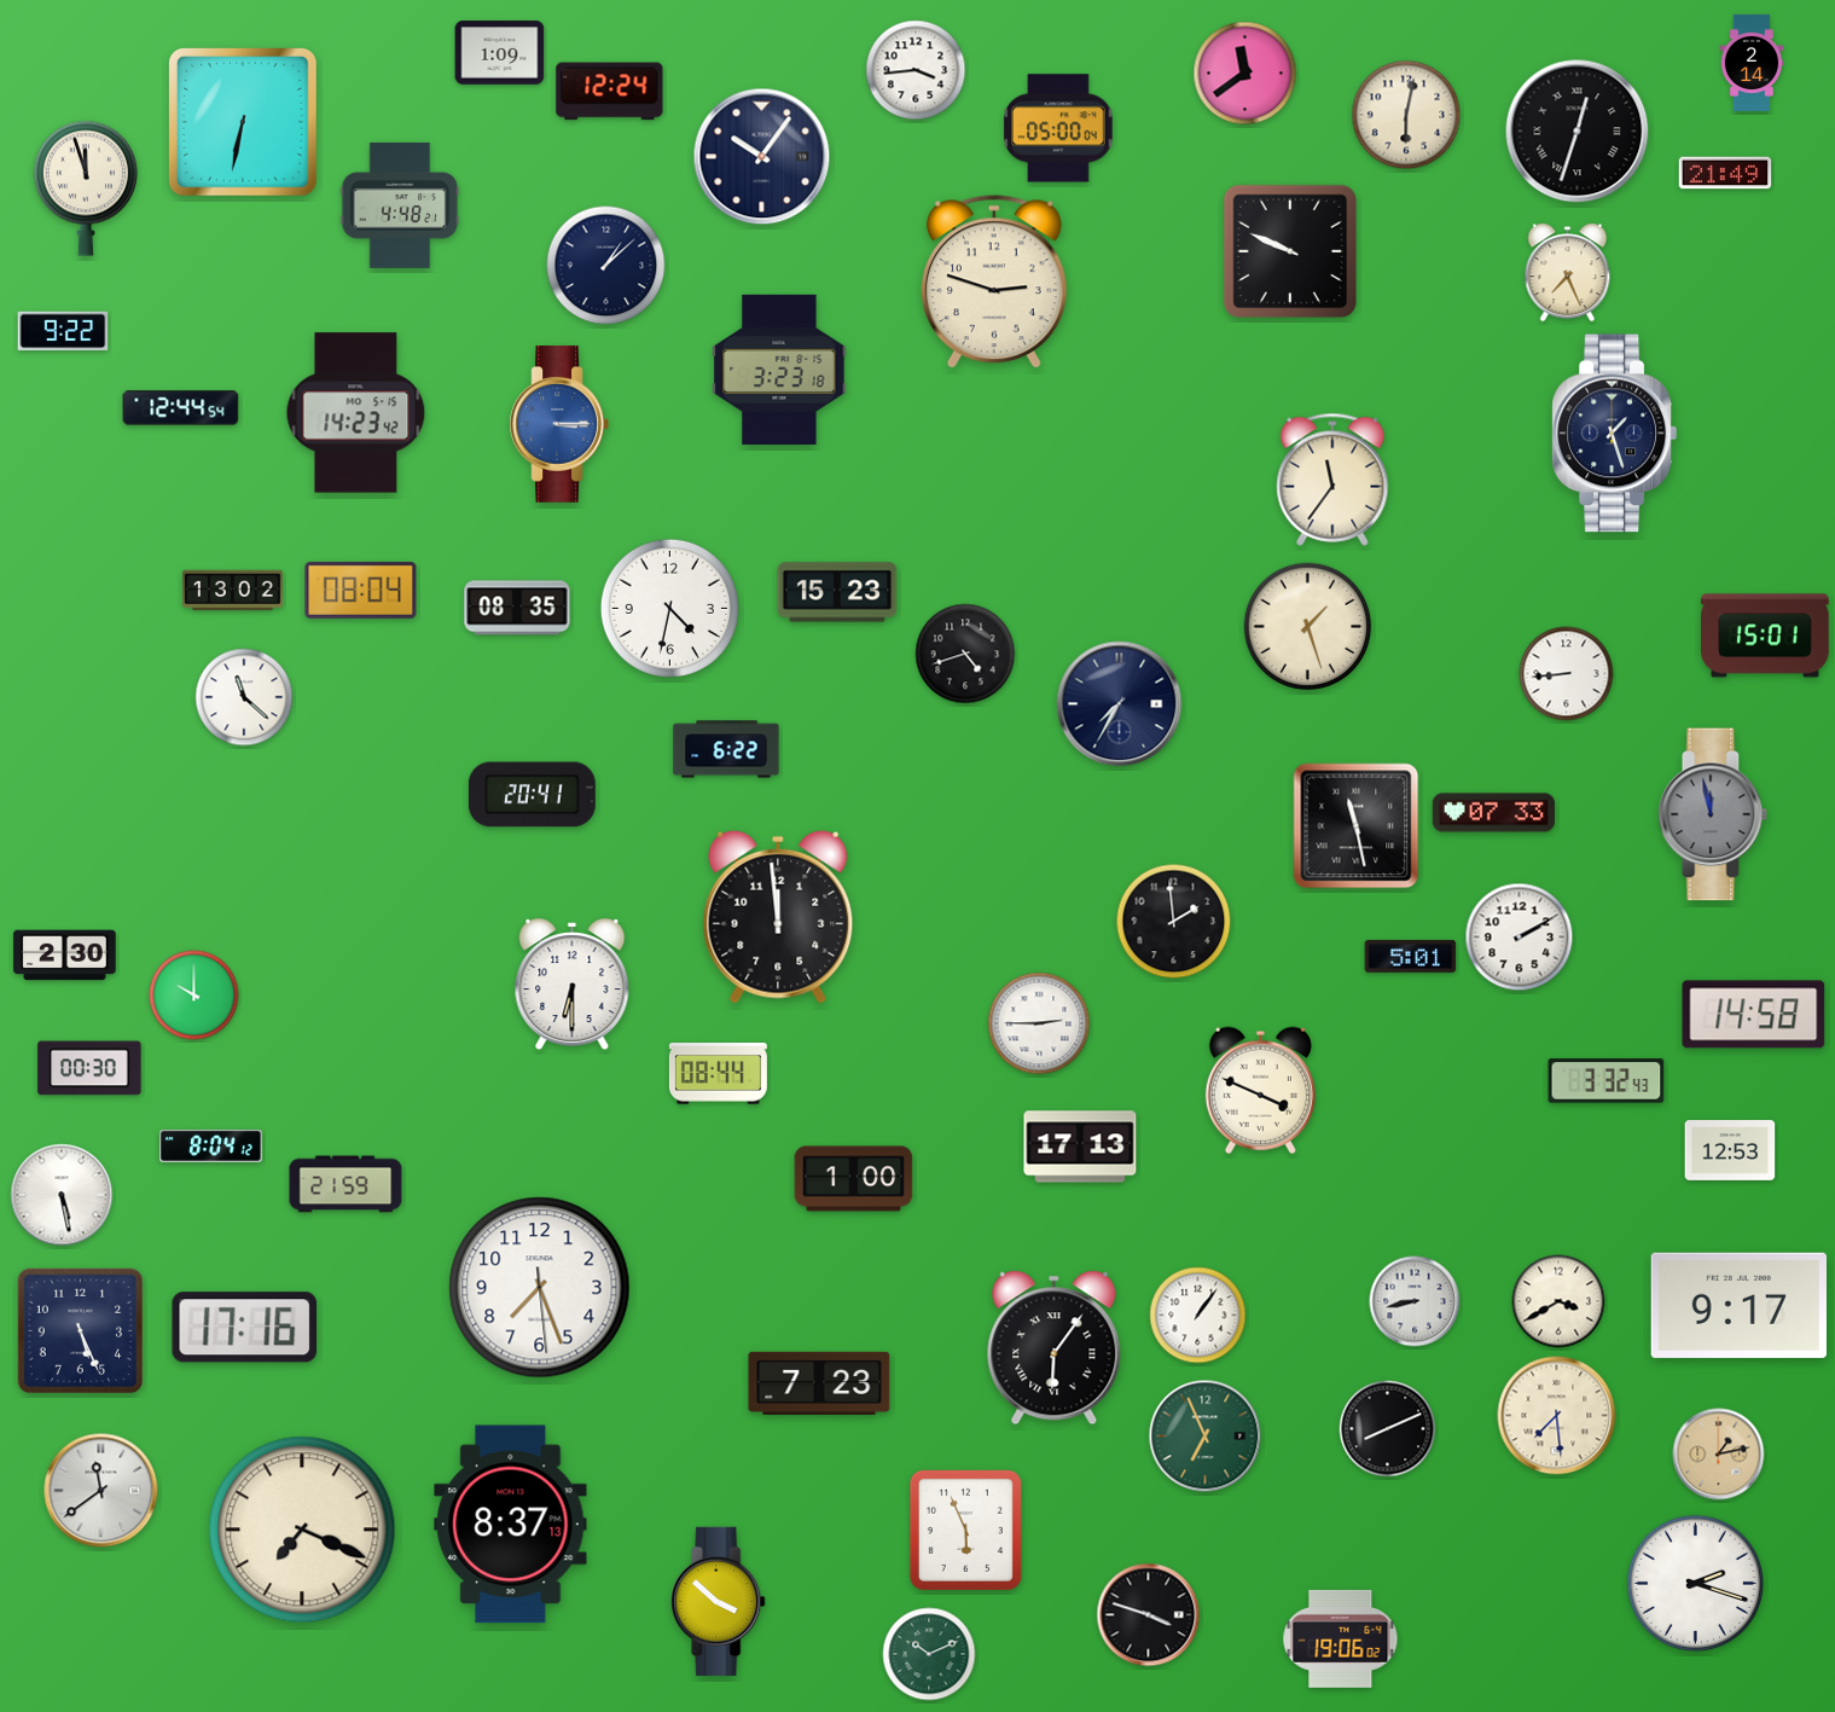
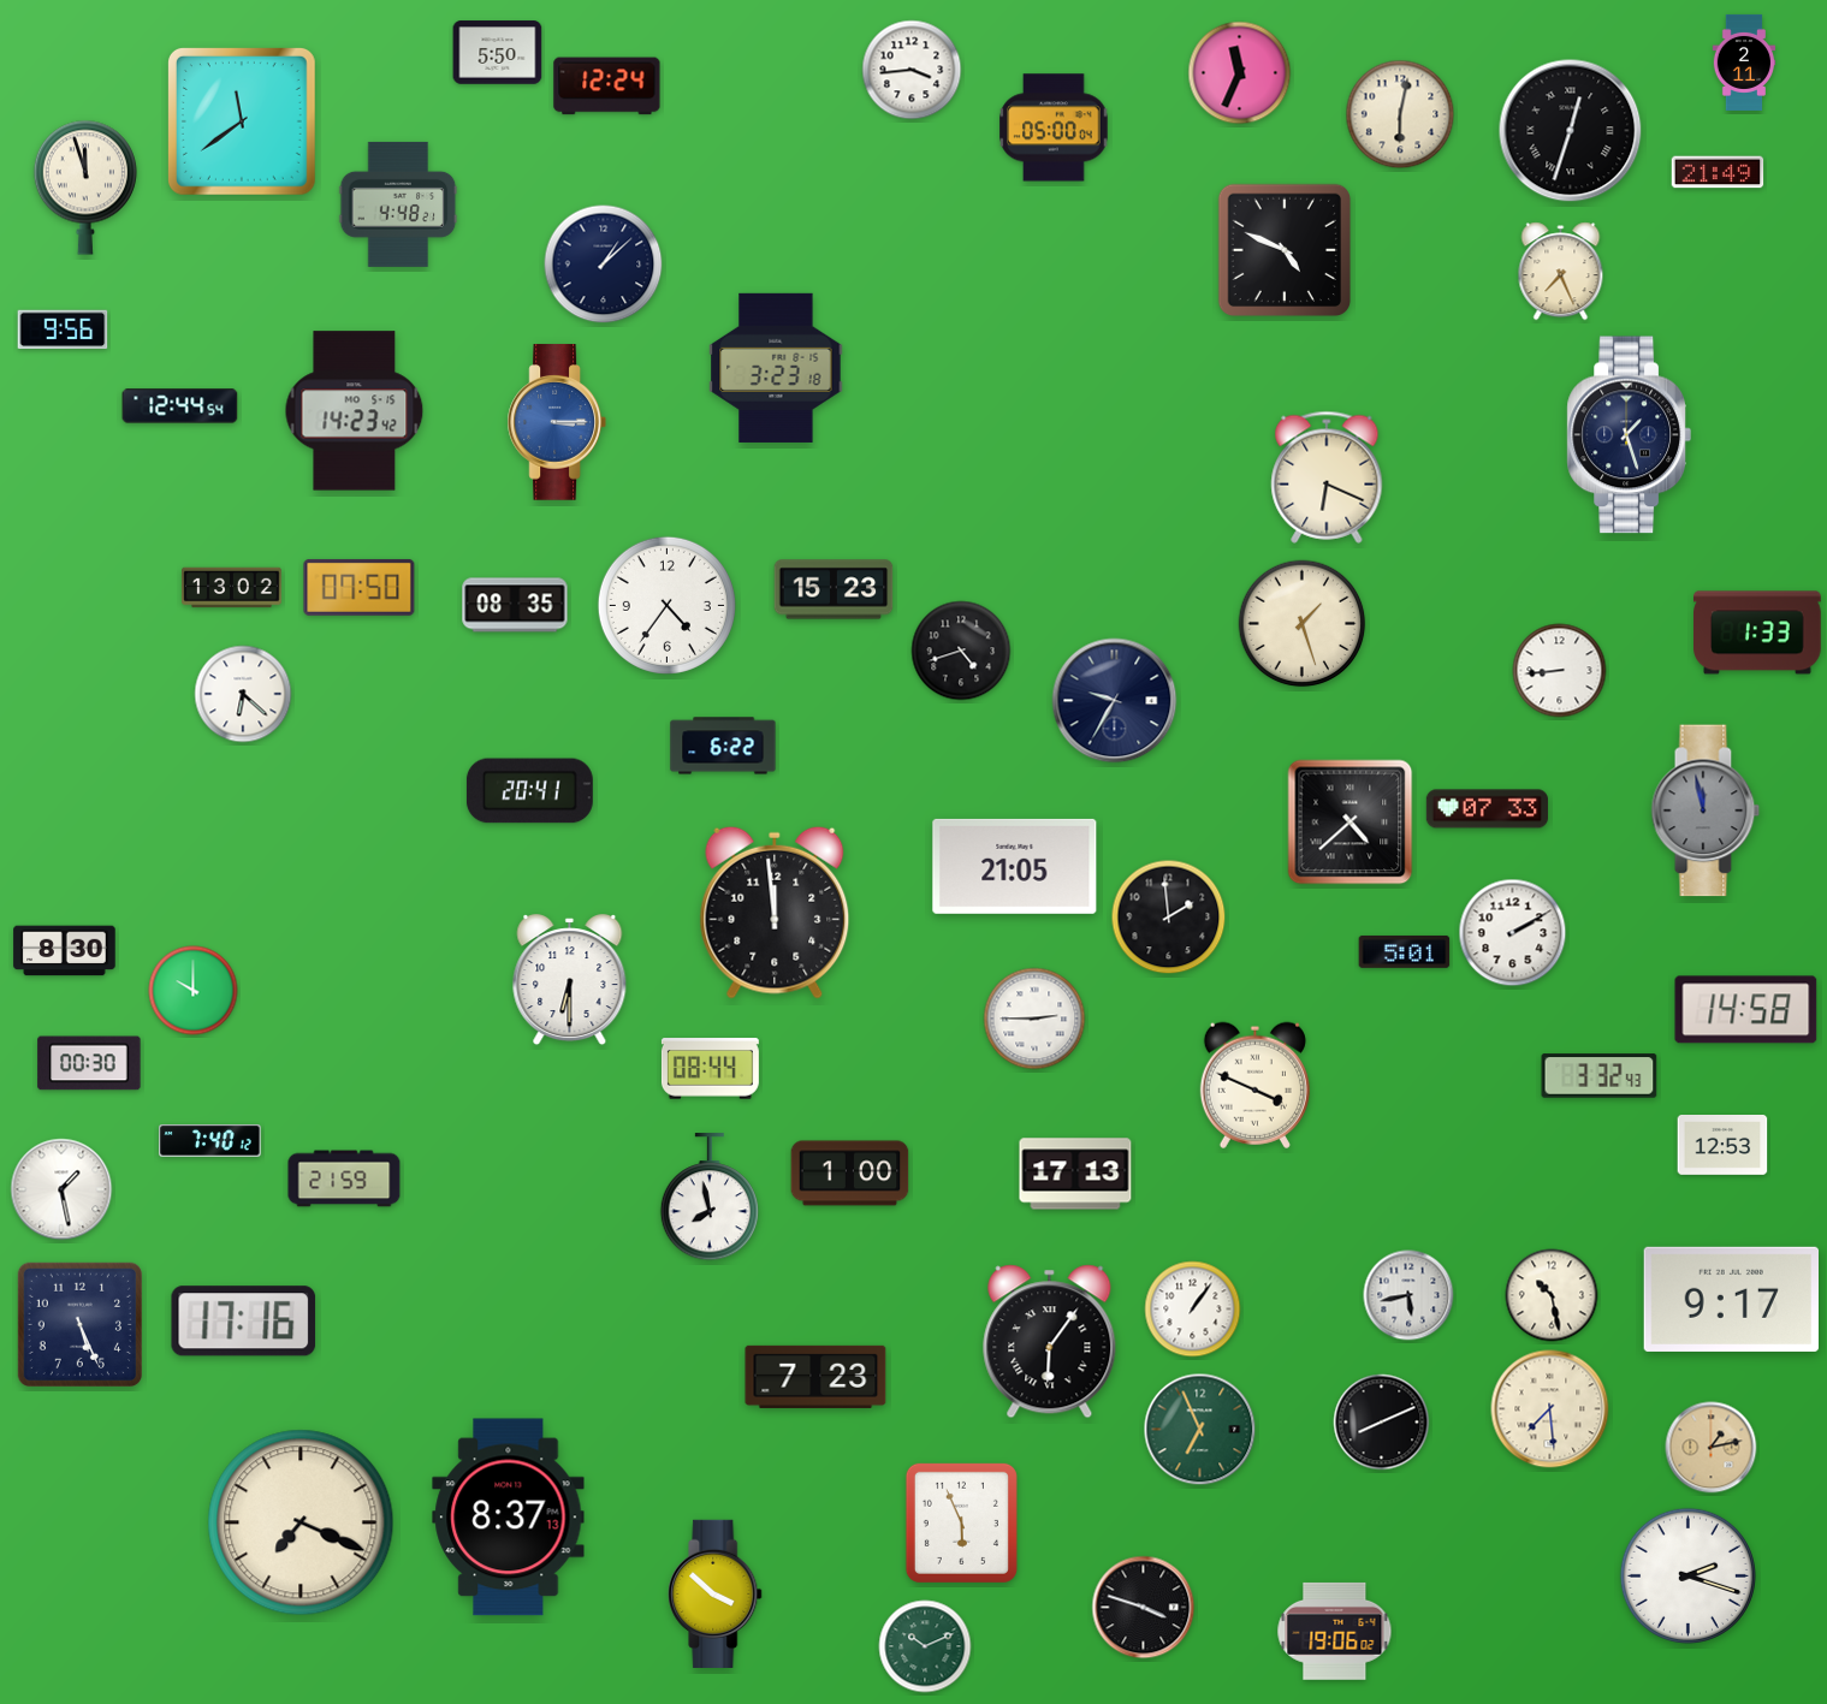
clock at (500, 53): 1:09 -> 5:50
clock at (1752, 63): 2:14 -> 2:11
clock at (1245, 74): 11:39 -> 11:34
clock at (610, 92) position: (610, 92) -> (607, 87)
clock at (243, 122): 6:32 -> 11:39
clock at (762, 157): 10:06 -> none
clock at (1290, 251): 9:49 -> 4:49
clock at (994, 283): 2:48 -> none
clock at (63, 331): 9:22 -> 9:56
clock at (1614, 434) position: (1614, 434) -> (1629, 435)
clock at (1332, 480): 11:36 -> 6:19
clock at (361, 590): 08:04 -> 07:50
clock at (669, 608): 4:32 -> 4:36
clock at (1766, 636): 15:01 -> 1:33
clock at (244, 697): 11:22 -> 6:22
clock at (1120, 704): 7:35 -> 9:35
clock at (1357, 826): 11:28 -> 4:38
clock at (1015, 866): none -> 21:05
clock at (65, 956): 2:30 -> 8:30
clock at (718, 1074) position: (718, 1074) -> (710, 1069)
clock at (211, 1147): 8:04 -> 7:40
clock at (1080, 1147) position: (1080, 1147) -> (1075, 1174)
clock at (62, 1195): 5:28 -> 1:28
clock at (710, 1198): none -> 7:58
clock at (540, 1288): 7:26 -> none
clock at (1415, 1301): 8:43 -> 5:43
clock at (1558, 1301): 3:40 -> 10:28
clock at (101, 1491): 11:39 -> none
